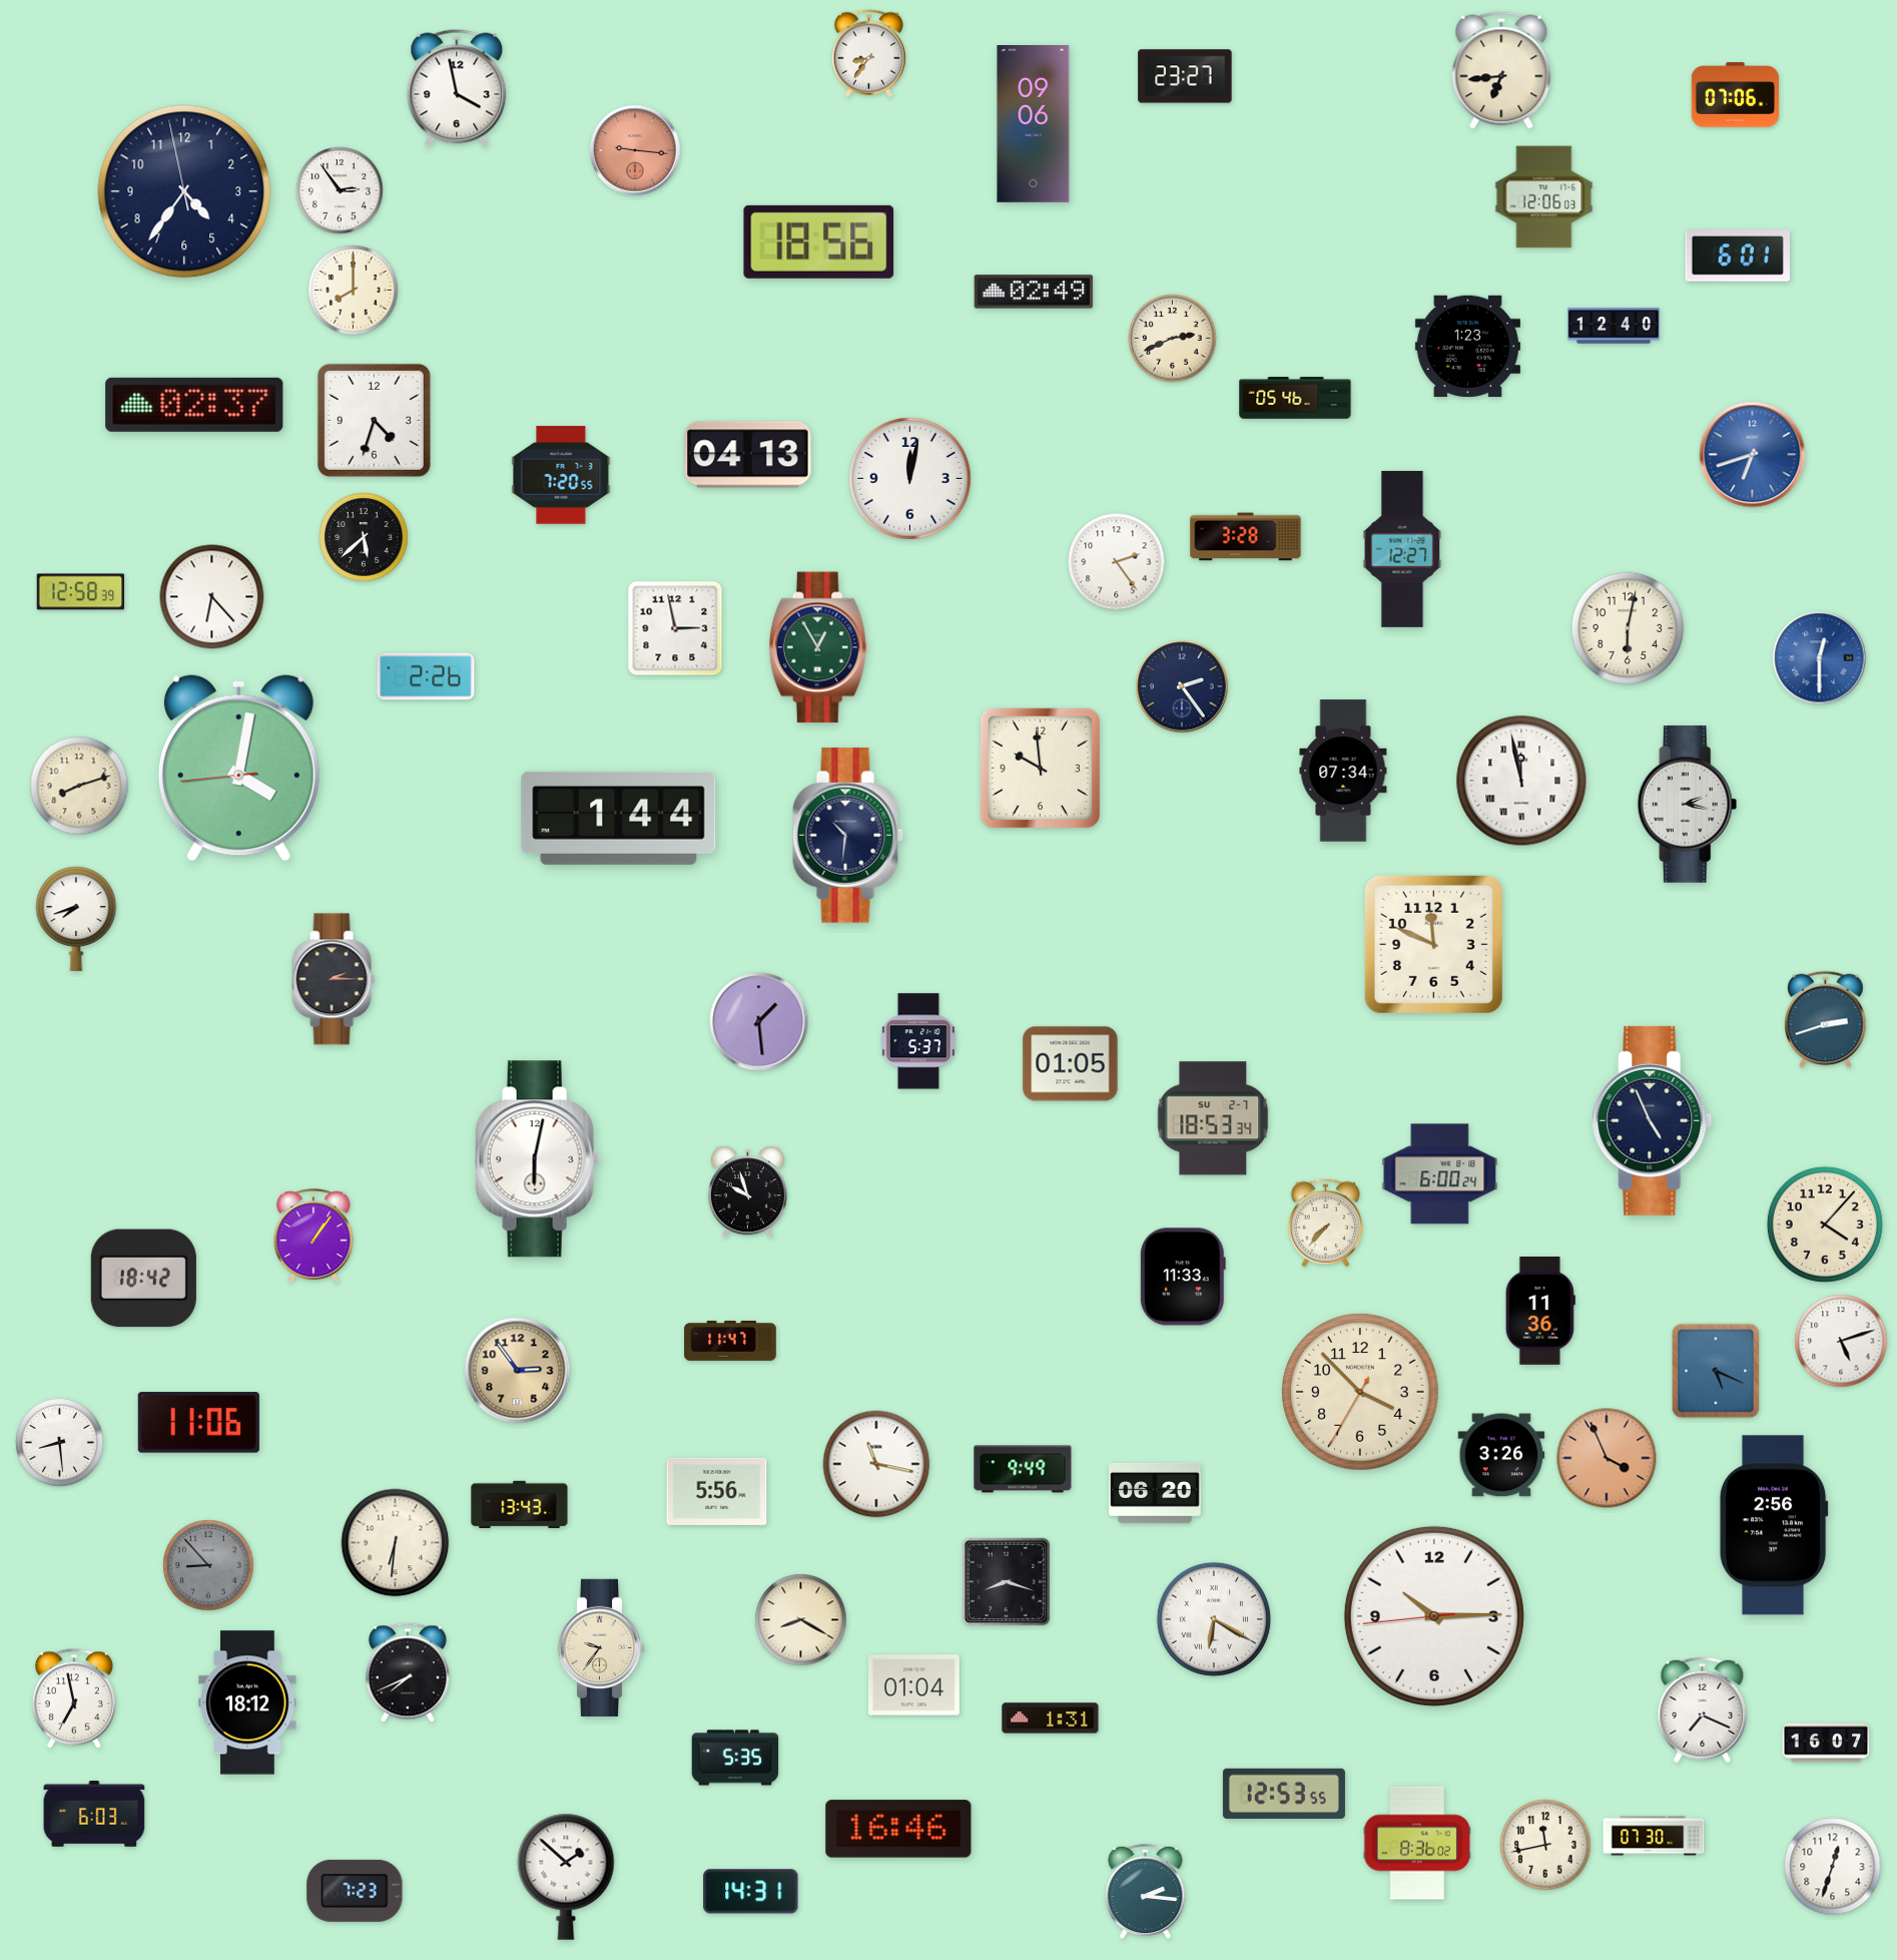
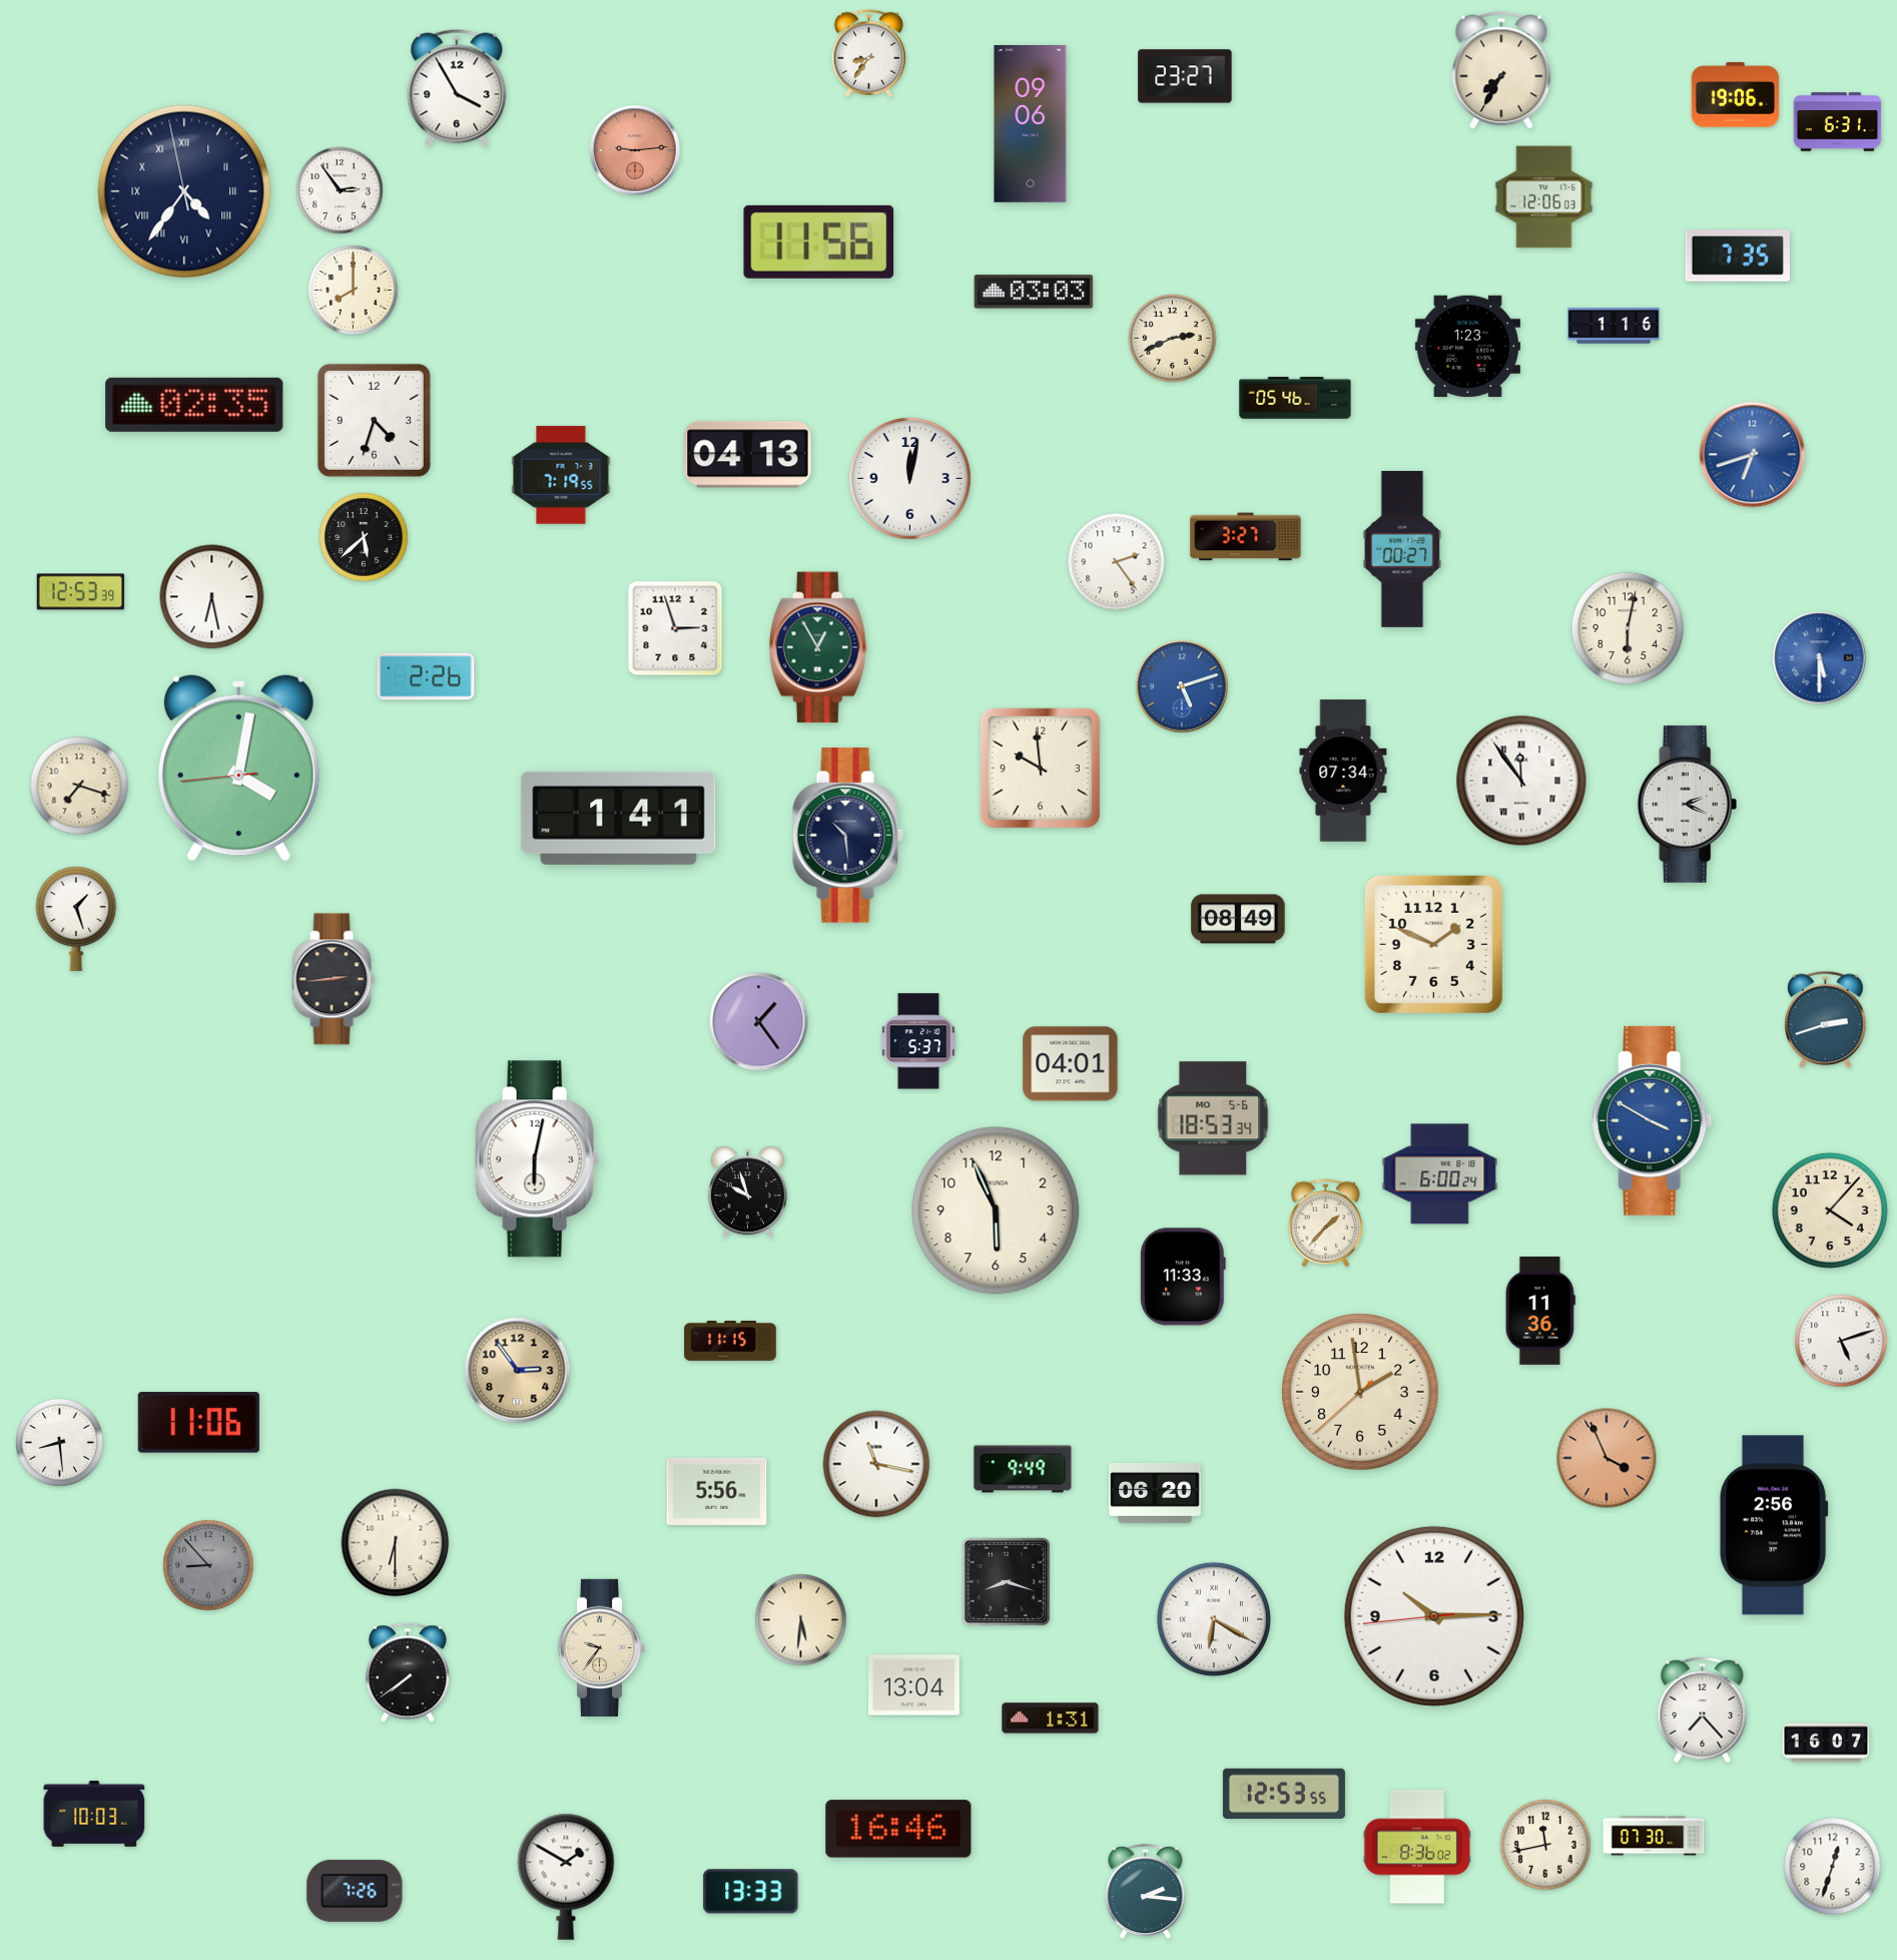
clock at (1501, 70): 6:44 -> 7:35
clock at (457, 88): 3:58 -> 3:55
clock at (1736, 95): 07:06 -> 19:06
clock at (1838, 122): none -> 6:31
clock at (1034, 124) position: (1034, 124) -> (1031, 124)
clock at (635, 150): 9:16 -> 9:14
clock at (184, 191) numerals: Arabic -> Roman
clock at (819, 241): 18:56 -> 11:56
clock at (1738, 256): 6:01 -> 7:35
clock at (1034, 292): 02:49 -> 03:03
clock at (1614, 326): 12:40 -> 1:16
clock at (194, 405): 02:37 -> 02:35
clock at (561, 475): 7:20 -> 7:19
clock at (1246, 537): 3:28 -> 3:27
clock at (1402, 549): 12:27 -> 00:27
clock at (81, 592): 12:58 -> 12:53
clock at (212, 597): 6:23 -> 6:28
clock at (675, 628): 2:58 -> 2:57
clock at (1820, 658): 12:30 -> 5:30
clock at (1182, 686): 2:24 -> 5:12
clock at (1182, 686) dial: navy -> blue
clock at (1521, 781): 11:58 -> 11:54
clock at (79, 786): 8:12 -> 7:18
clock at (1688, 804): 2:17 -> 2:19
clock at (619, 818): 1:44 -> 1:41
clock at (847, 836): 10:31 -> 10:29
clock at (76, 918): 7:42 -> 1:27
clock at (1238, 919): none -> 08:49
clock at (1433, 944): 11:49 -> 1:49
clock at (334, 979): 2:15 -> 2:44
clock at (759, 1022): 1:29 -> 1:24
clock at (1071, 1064): 01:05 -> 04:01
clock at (1213, 1118) date: SU 2-7 -> MO 5-6
clock at (1653, 1120): 4:56 -> 3:50
clock at (1653, 1120) dial: navy -> blue
clock at (996, 1210): none -> 5:56
clock at (1325, 1223): 7:37 -> 1:37
clock at (1825, 1224) position: (1825, 1224) -> (1830, 1210)
clock at (313, 1237): 1:06 -> none
clock at (143, 1279): 18:42 -> none
clock at (730, 1342): 11:47 -> 11:15
clock at (1716, 1371): 5:19 -> none
clock at (1360, 1392): 3:52 -> 1:58
clock at (1501, 1455): 3:26 -> none
clock at (520, 1505): 13:43 -> none
clock at (396, 1543): 6:31 -> 6:30
clock at (801, 1620): 8:20 -> 5:31
clock at (408, 1672): 7:41 -> 7:39
clock at (913, 1685): 01:04 -> 13:04
clock at (74, 1698): 6:58 -> none
clock at (247, 1702): 18:12 -> none
clock at (1703, 1710): 7:19 -> 7:23
clock at (735, 1758): 5:35 -> none
clock at (94, 1814): 6:03 -> 10:03
clock at (1417, 1843) position: (1417, 1843) -> (1417, 1847)
clock at (566, 1877): 1:52 -> 1:50
clock at (355, 1891): 7:23 -> 7:26
clock at (751, 1892): 14:31 -> 13:33
